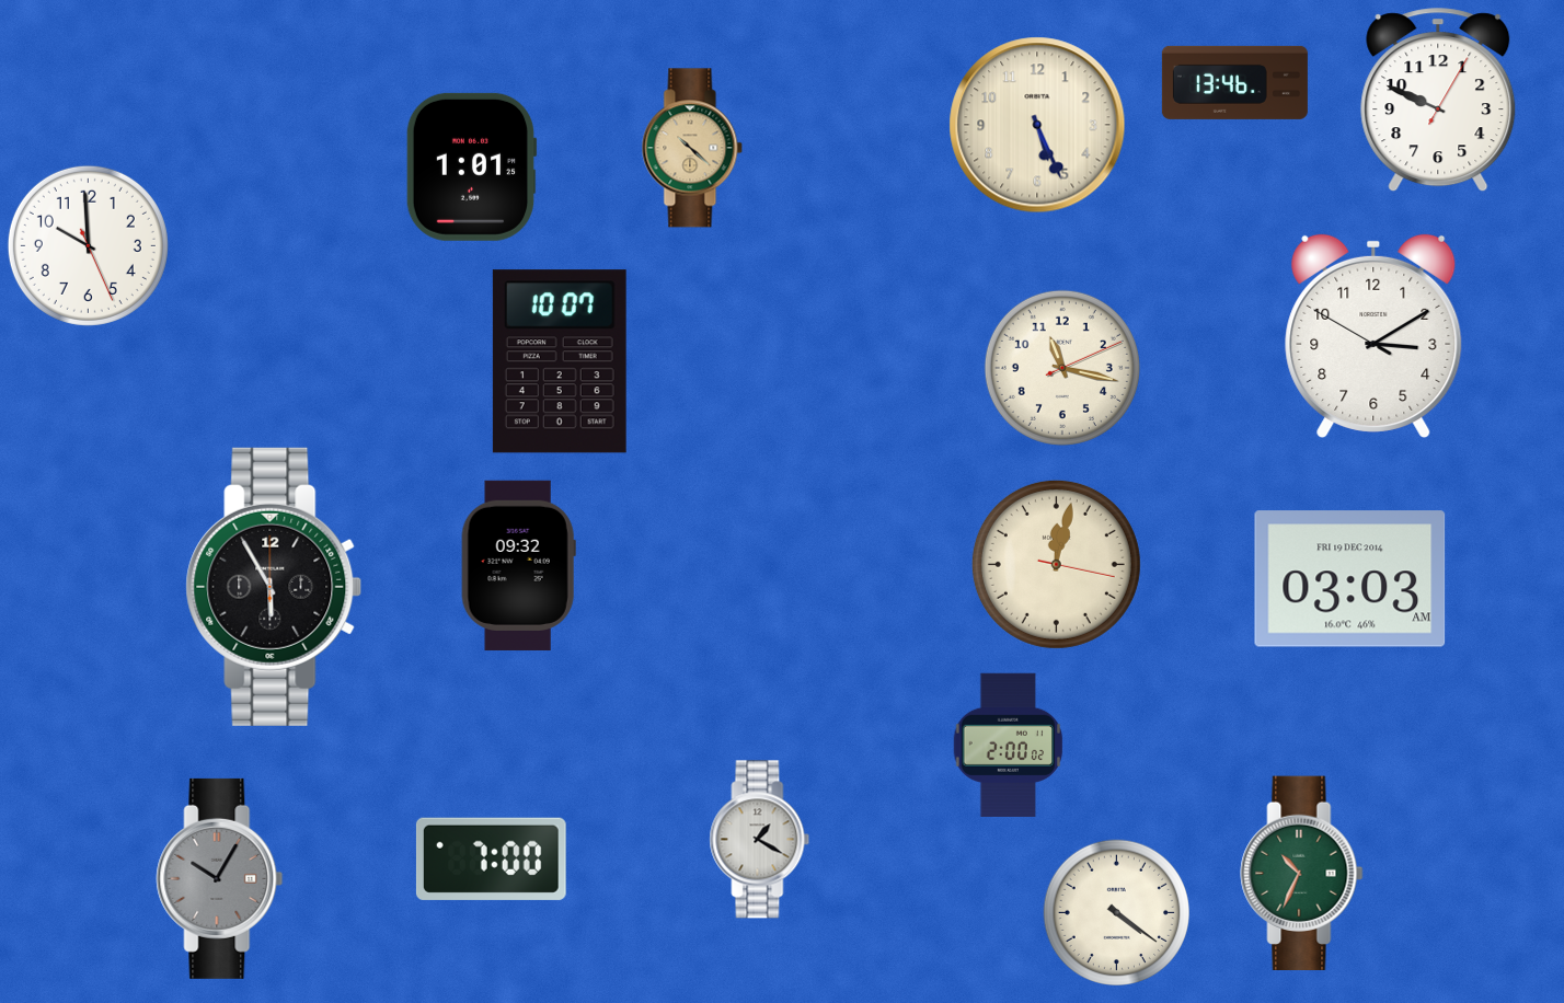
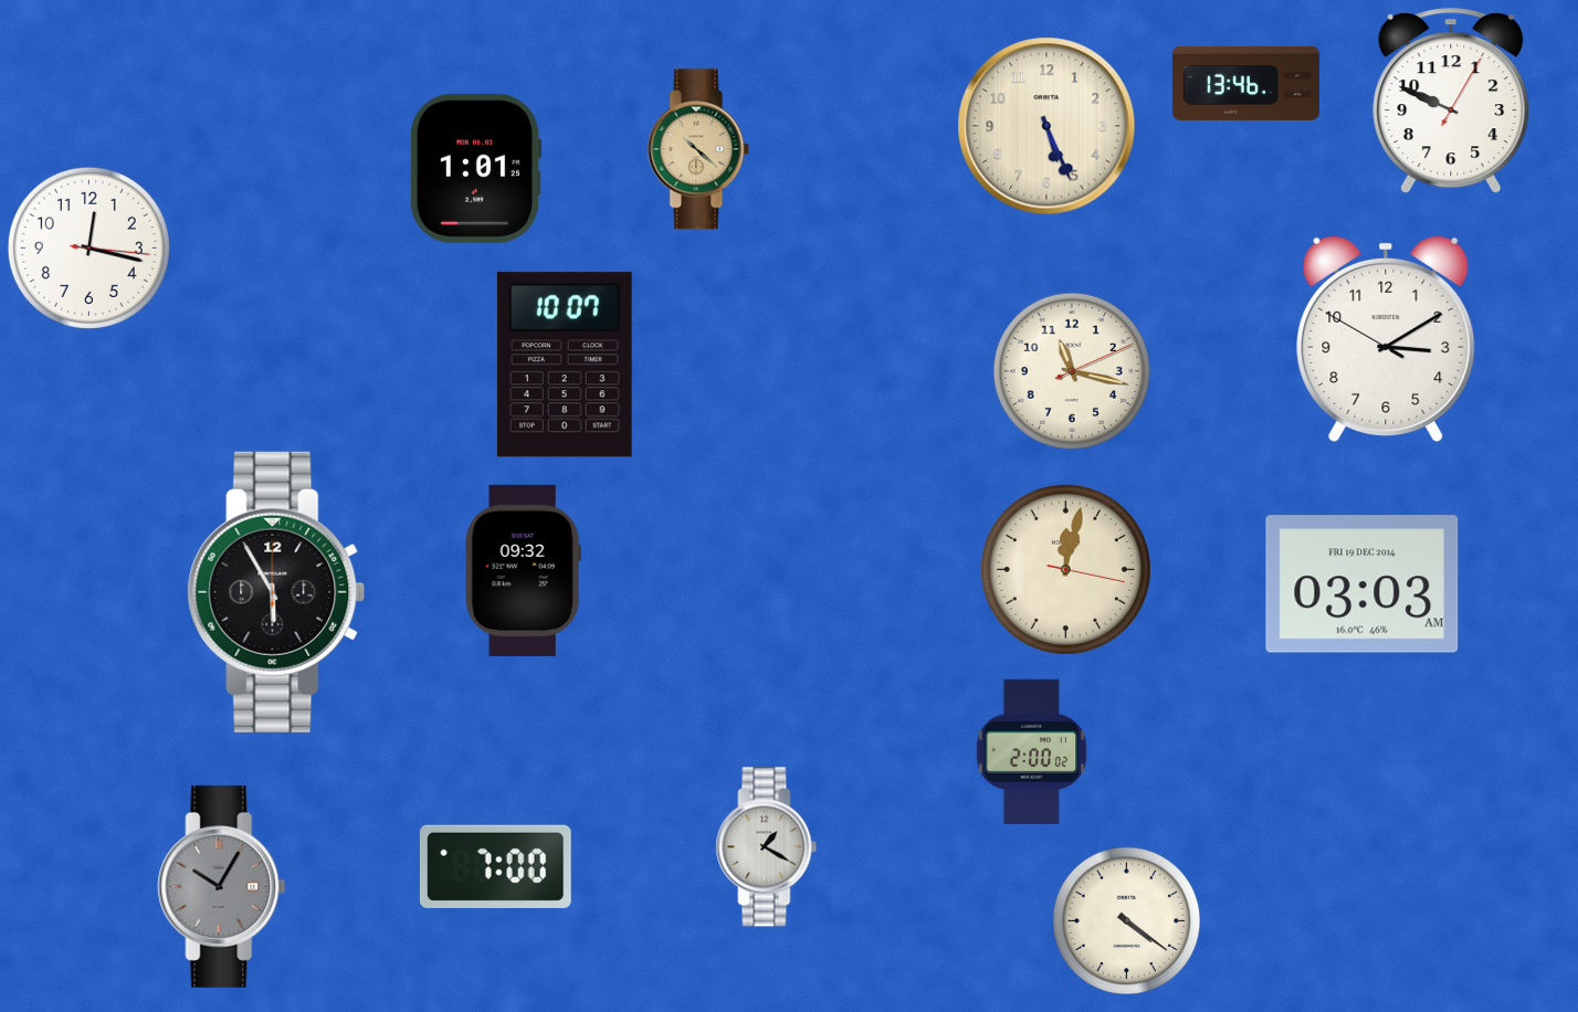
clock at (88, 245): 9:59 -> 12:17
clock at (1009, 745) position: (1009, 745) -> (1032, 751)
clock at (1302, 874): 10:34 -> none
